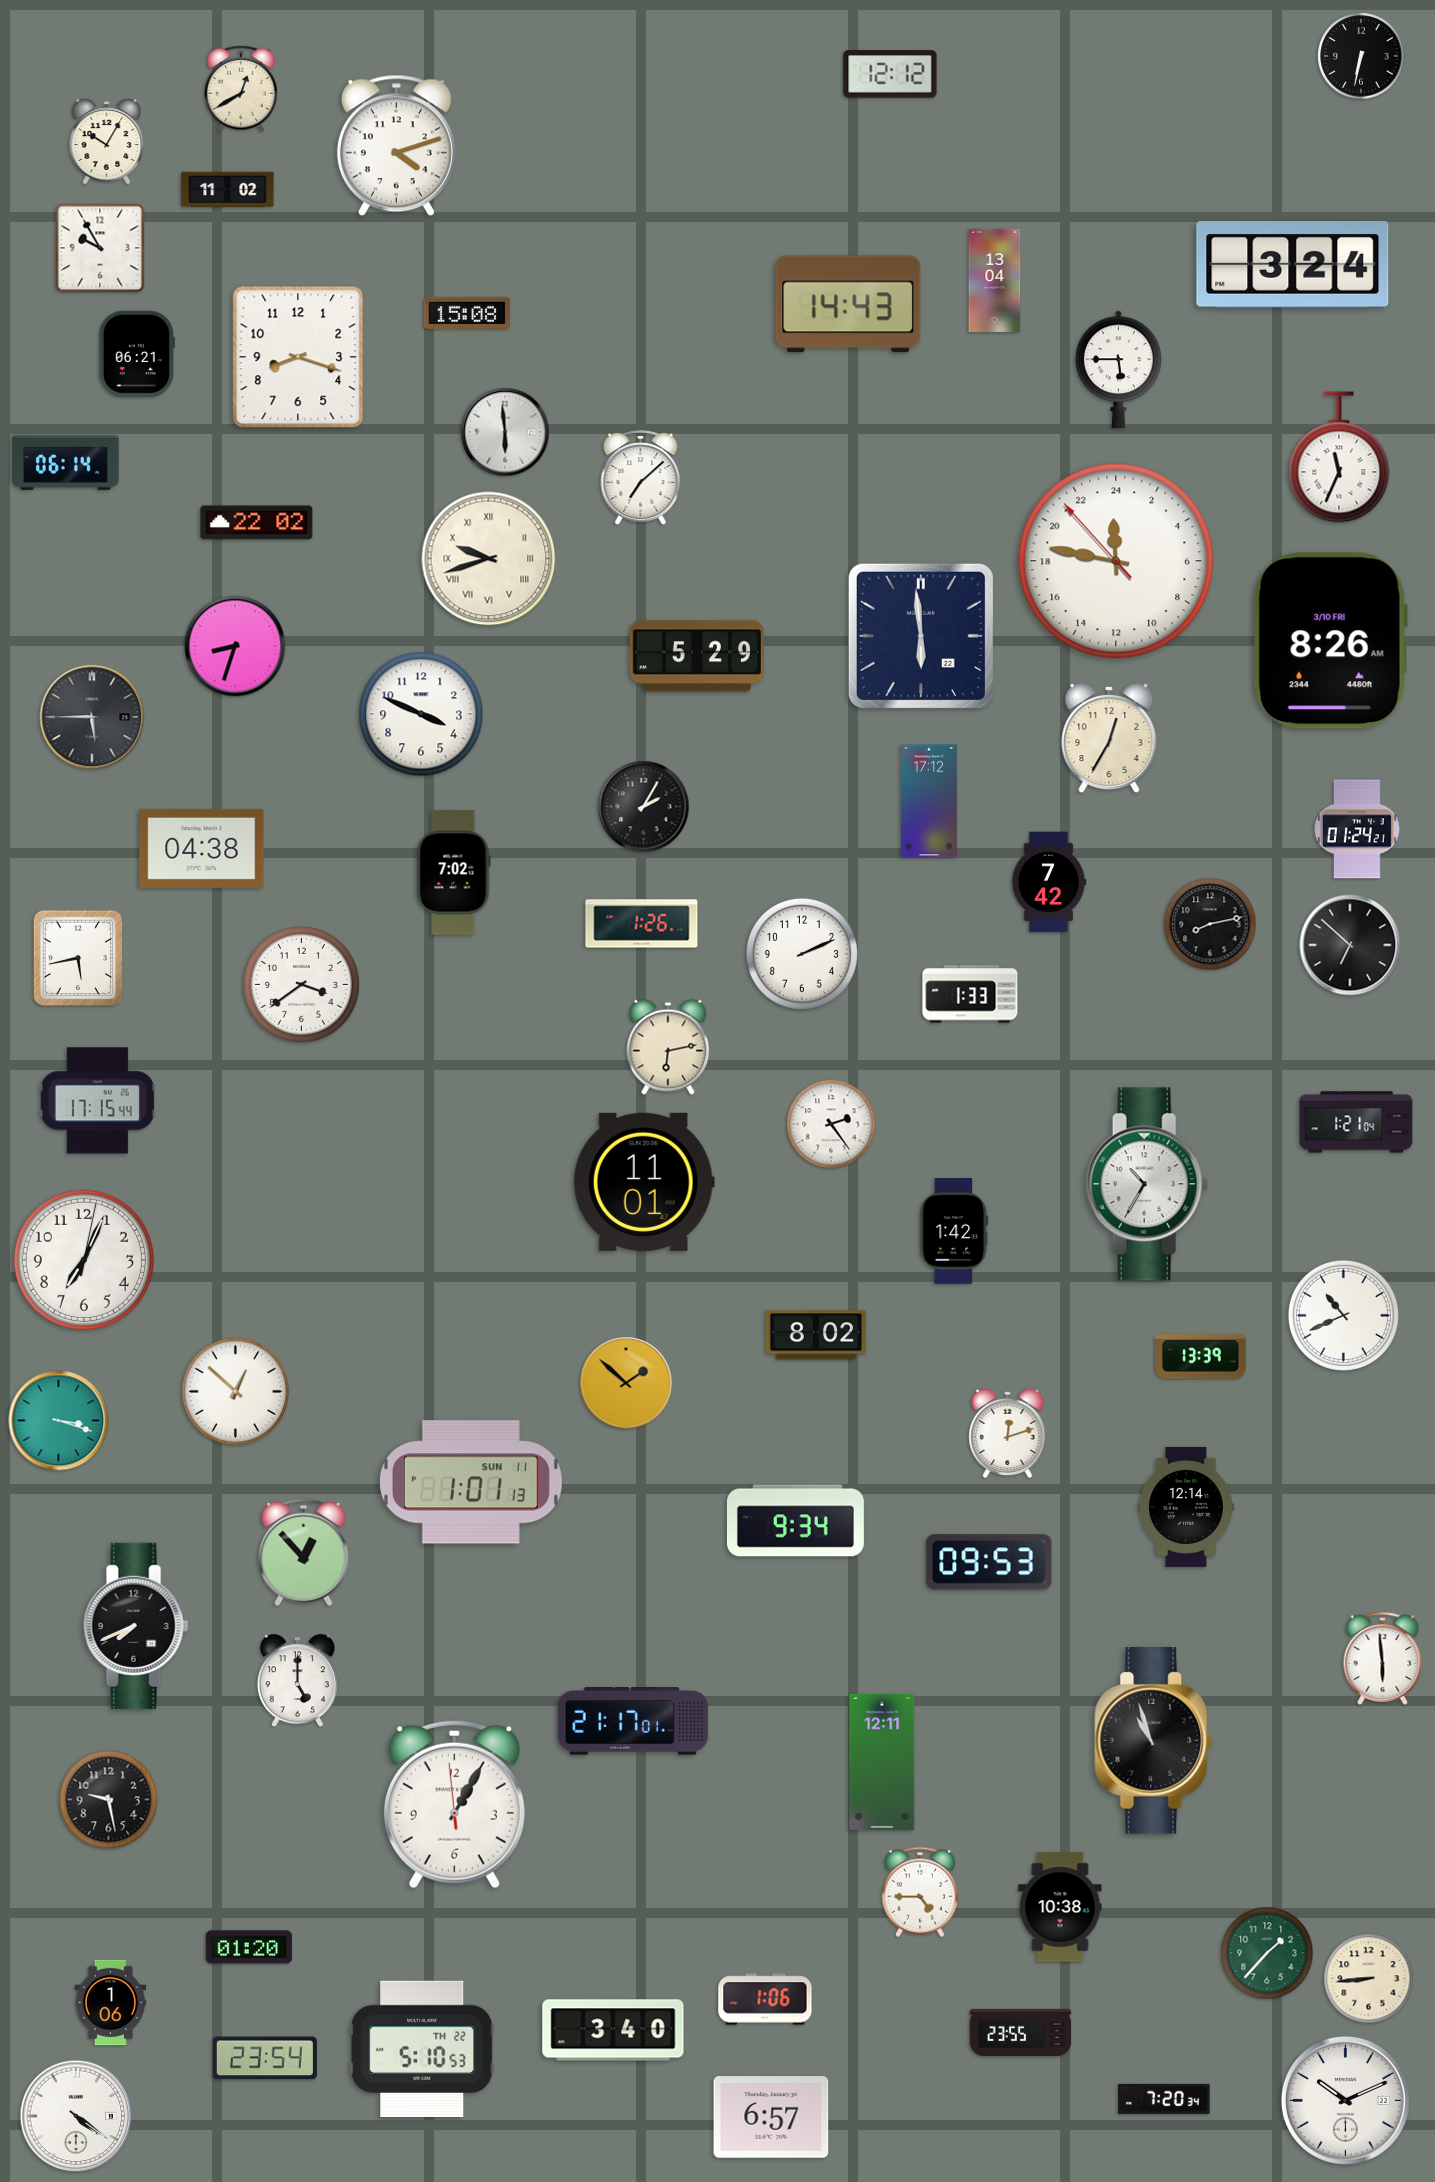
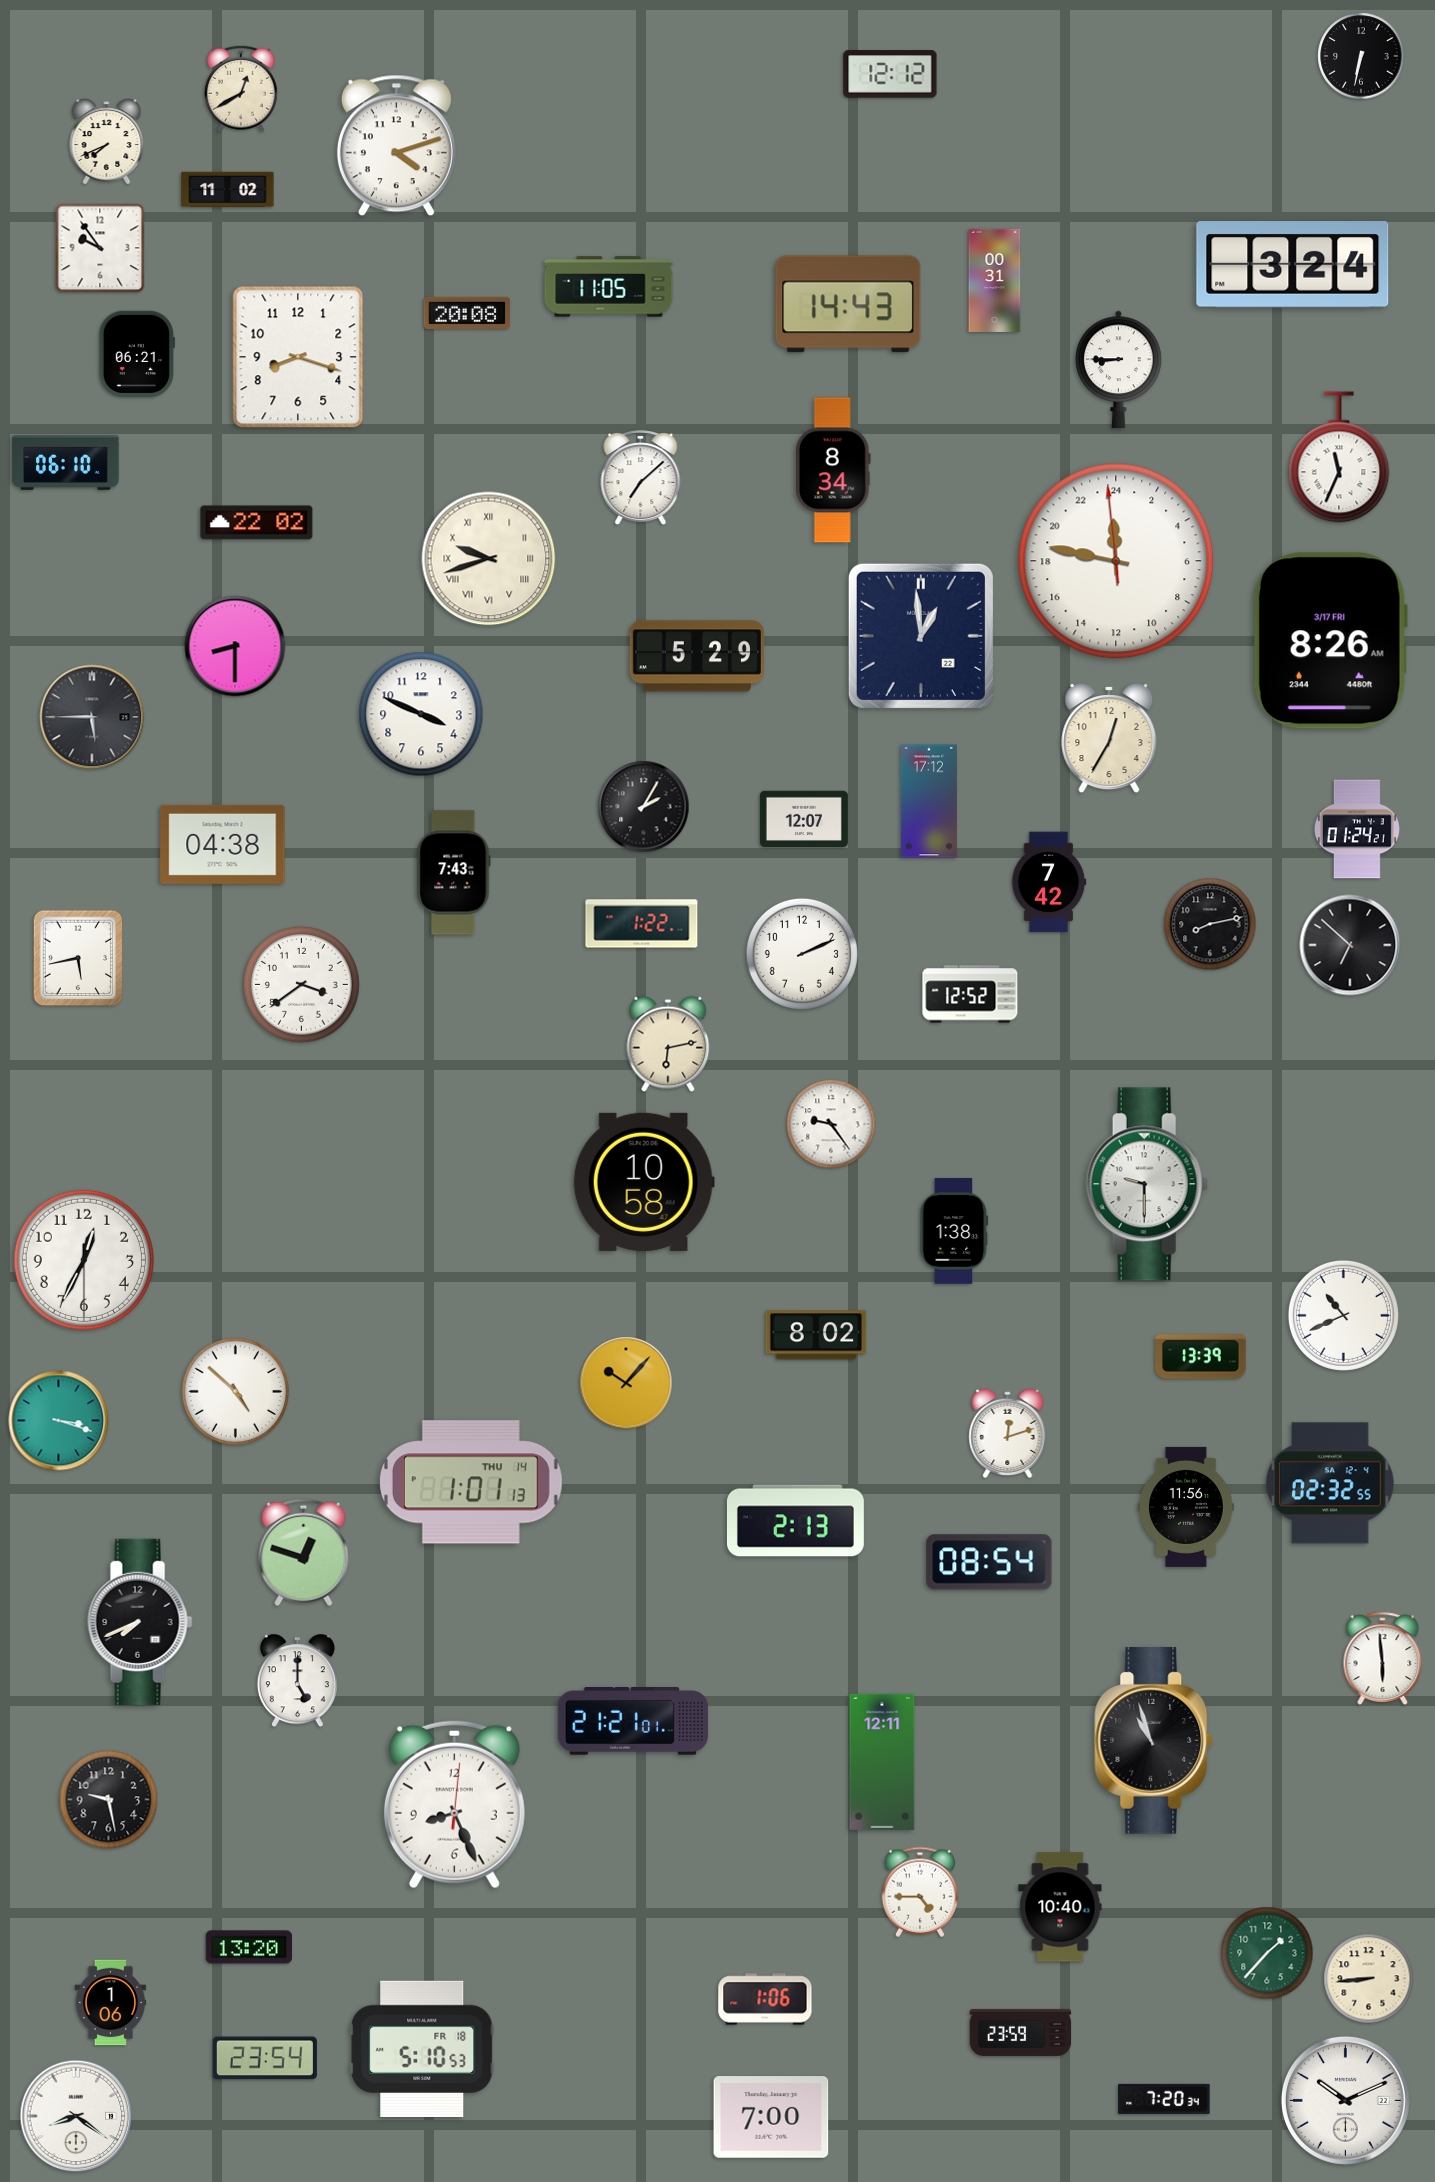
clock at (107, 142): 10:05 -> 7:41
clock at (100, 248): 9:55 -> 9:54
clock at (995, 280): 13:04 -> 00:31
clock at (609, 287): none -> 11:05
clock at (467, 313): 15:08 -> 20:08
clock at (1119, 370): 5:45 -> 8:45
clock at (505, 432): 5:59 -> none
clock at (66, 463): 06:14 -> 06:10
clock at (833, 470): none -> 8:34
clock at (1116, 561): 23:46:53 -> 23:46:59
clock at (921, 636): 5:59 -> 12:59
clock at (1330, 641) date: 3/10 FRI -> 3/17 FRI
clock at (235, 646): 8:33 -> 8:30
clock at (804, 819): none -> 12:07
clock at (202, 848) position: (202, 848) -> (223, 844)
clock at (454, 873): 7:02 -> 7:43
clock at (642, 924): 1:26 -> 1:22
clock at (970, 994): 1:33 -> 12:52
clock at (668, 1047) position: (668, 1047) -> (668, 1044)
clock at (97, 1101): 17:15 -> none
clock at (1356, 1122): 1:21 -> none
clock at (831, 1124): 2:24 -> 9:24
clock at (644, 1182): 11:01 -> 10:58
clock at (1147, 1184): 10:35 -> 9:30
clock at (954, 1231): 1:42 -> 1:38
clock at (84, 1260): 7:04 -> 12:34
clock at (626, 1383): 1:52 -> 10:07
clock at (236, 1392): 12:52 -> 4:52
clock at (471, 1482) date: SUN 11 -> THU 14
clock at (1330, 1483): none -> 02:32
clock at (1186, 1507): 12:14 -> 11:56
clock at (795, 1521): 9:34 -> 2:13
clock at (304, 1553): 12:53 -> 12:48
clock at (989, 1562): 09:53 -> 08:54
clock at (136, 1626) position: (136, 1626) -> (140, 1622)
clock at (633, 1721): 21:17 -> 21:21
clock at (454, 1805): 1:04 -> 8:26
clock at (1060, 1907): 10:38 -> 10:40
clock at (249, 1947): 01:20 -> 13:20
clock at (613, 2030): 3:40 -> none
clock at (1021, 2032): 23:55 -> 23:59
clock at (422, 2049) date: TH 22 -> FR 18
clock at (76, 2116): 4:21 -> 8:21
clock at (771, 2117): 6:57 -> 7:00
